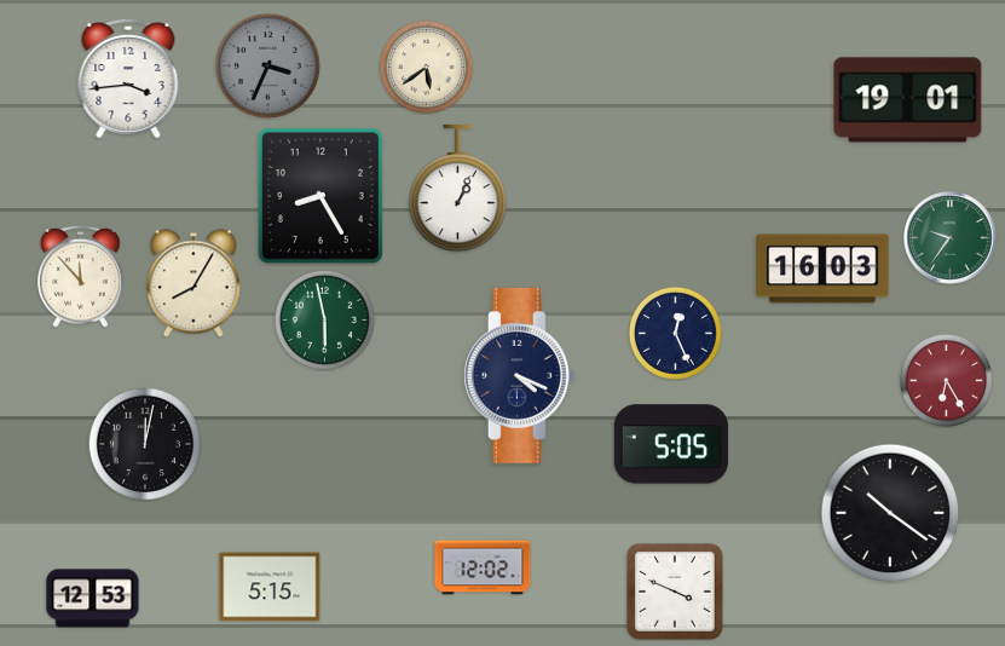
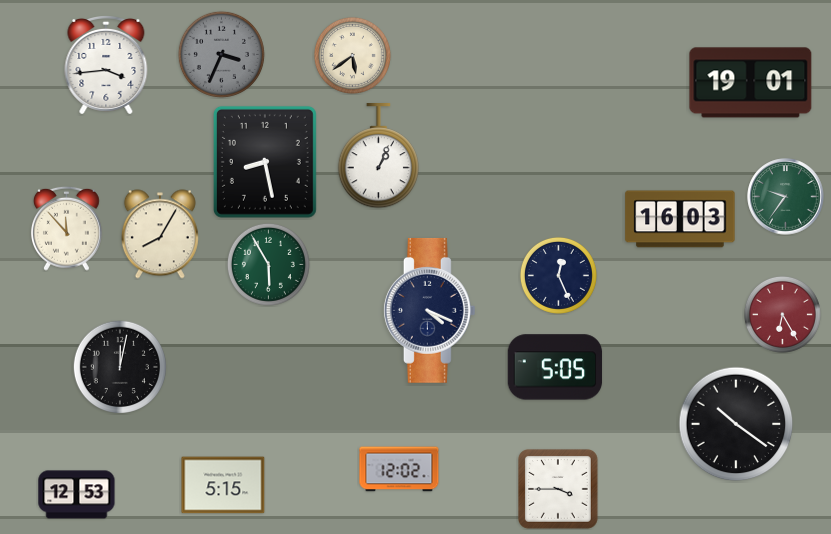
clock at (320, 196): 8:25 -> 8:28
clock at (822, 269) position: (822, 269) -> (680, 219)
clock at (324, 319): 5:58 -> 5:55
clock at (675, 592): 3:49 -> 3:45
